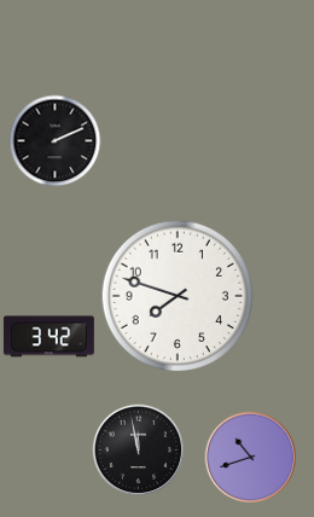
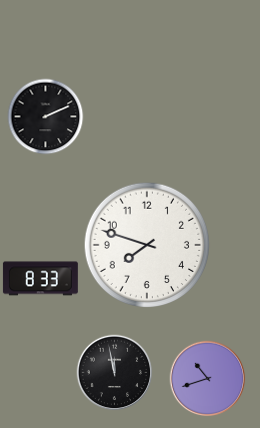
clock at (48, 337): 3:42 -> 8:33
